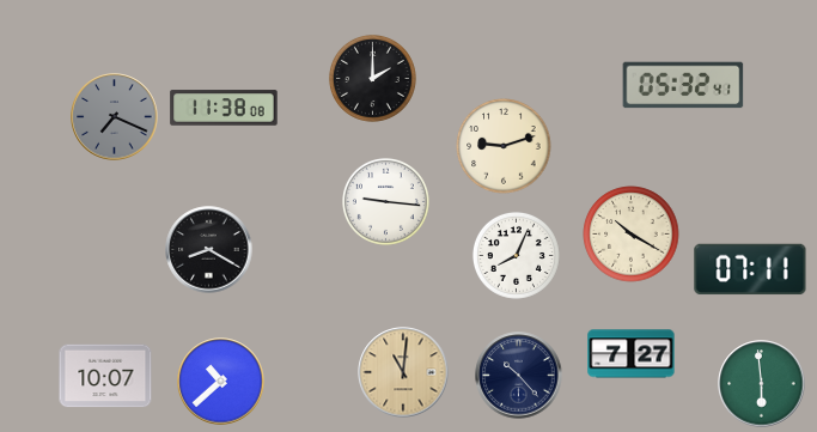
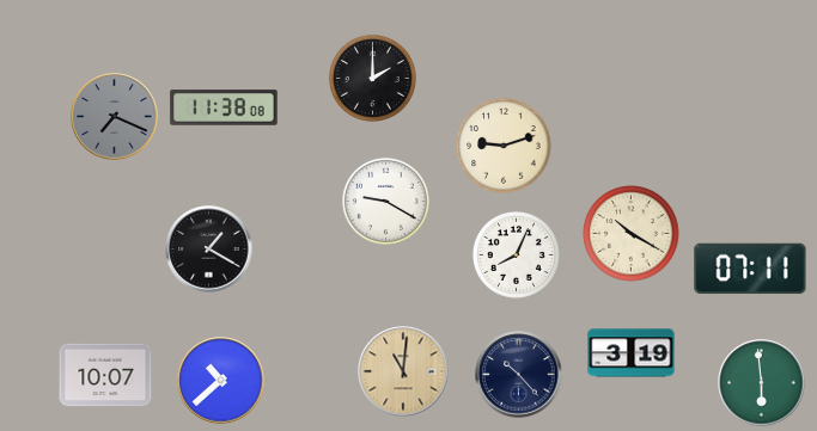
clock at (683, 85): 05:32 -> none
clock at (385, 201): 9:16 -> 9:20
clock at (209, 250): 8:20 -> 1:20
clock at (632, 354): 7:27 -> 3:19
